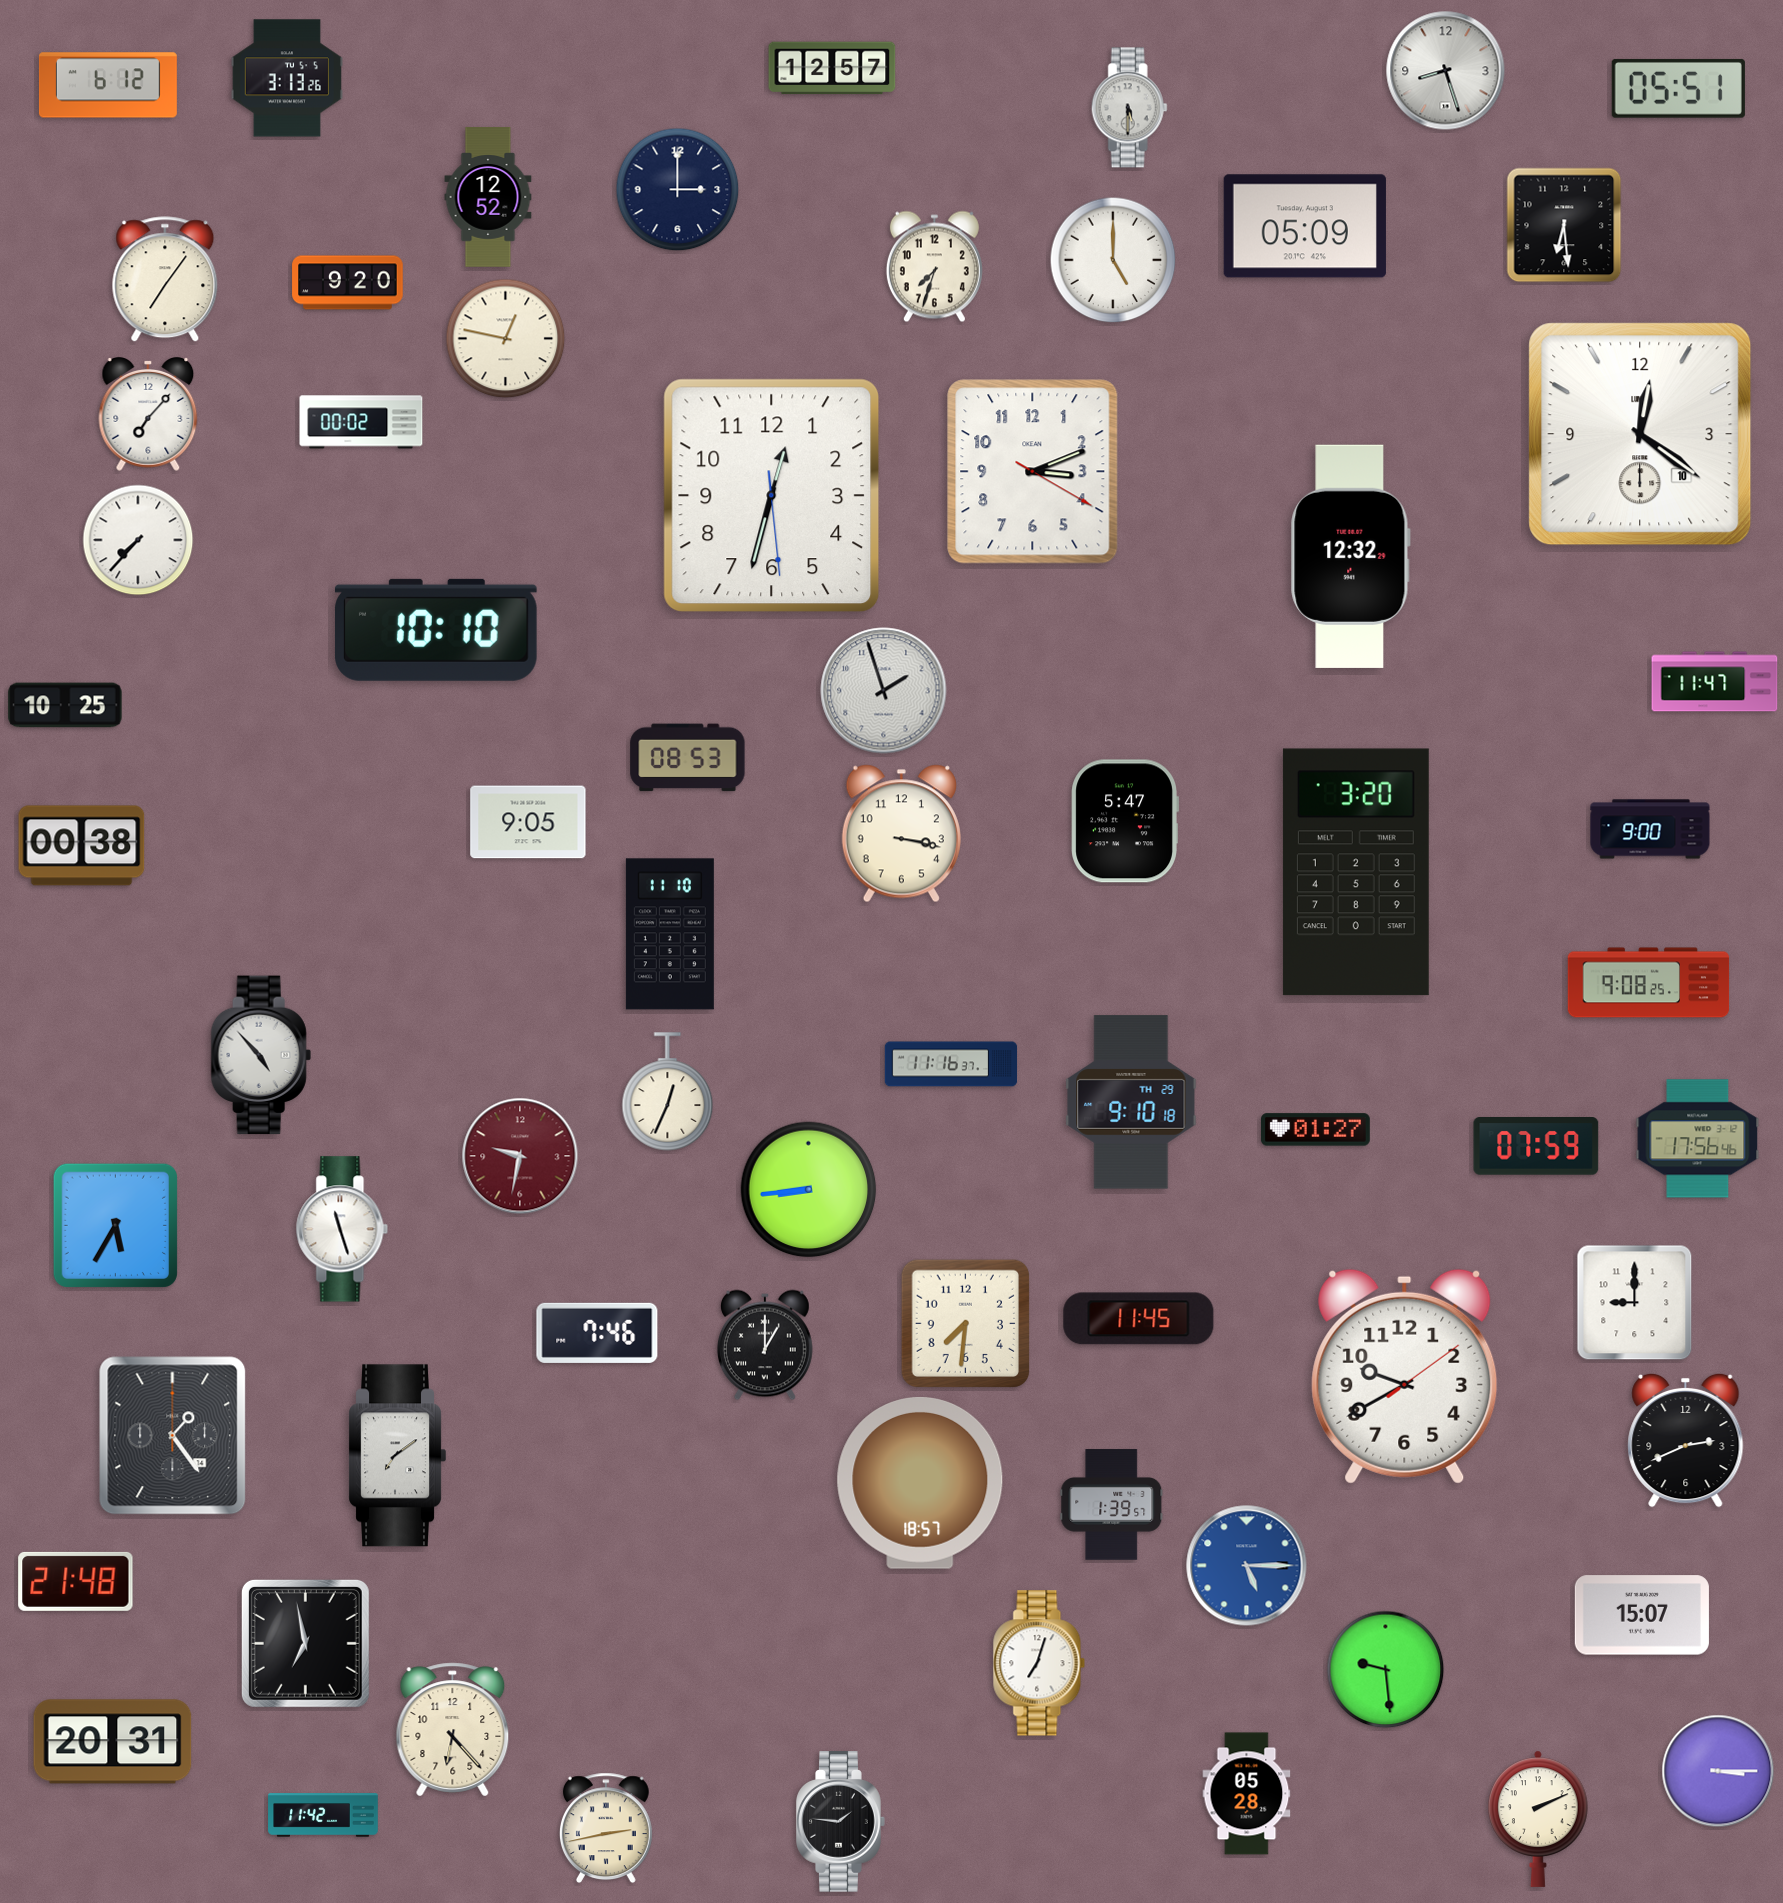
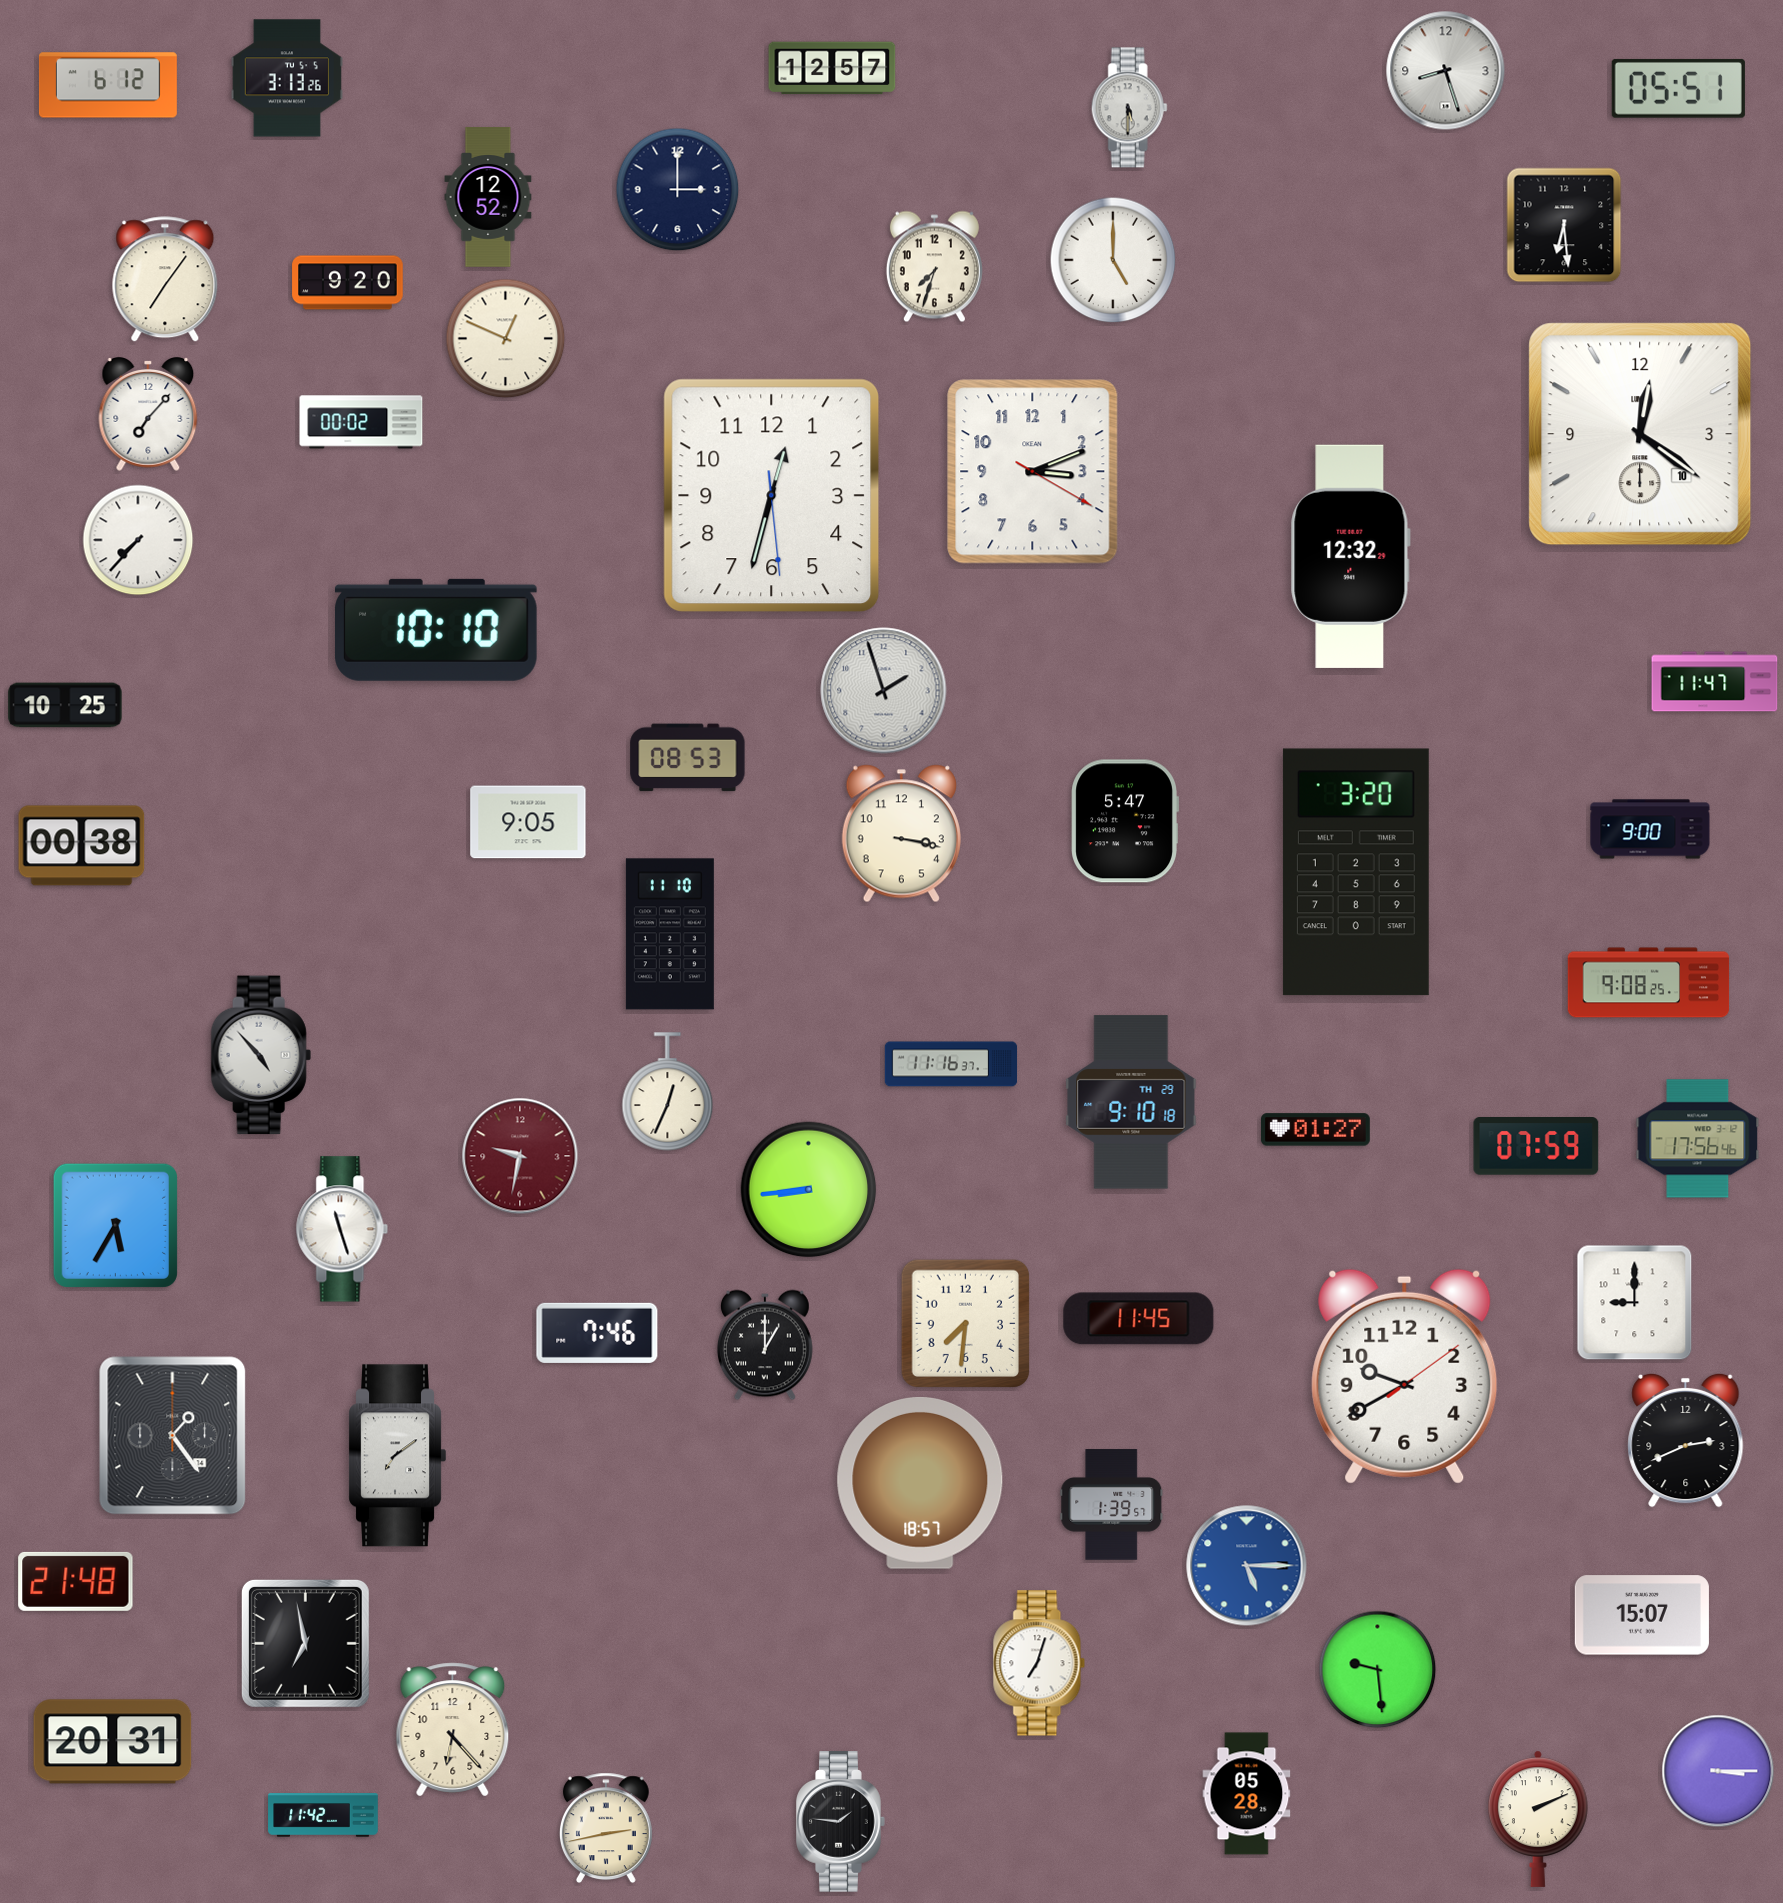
clock at (1305, 226): 05:09 -> none
clock at (506, 339): 12:47 -> 12:49
clock at (1386, 1670) position: (1386, 1670) -> (1378, 1670)
